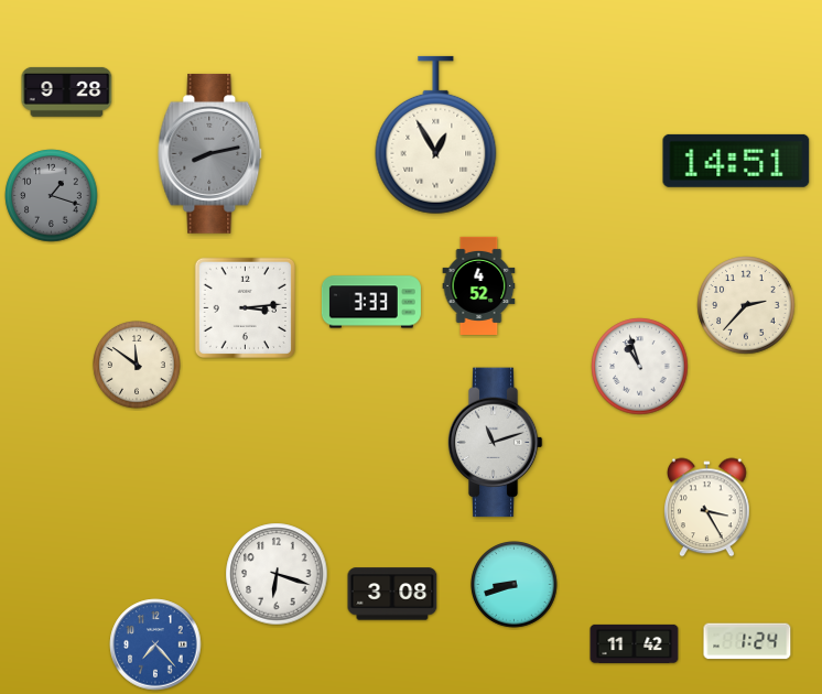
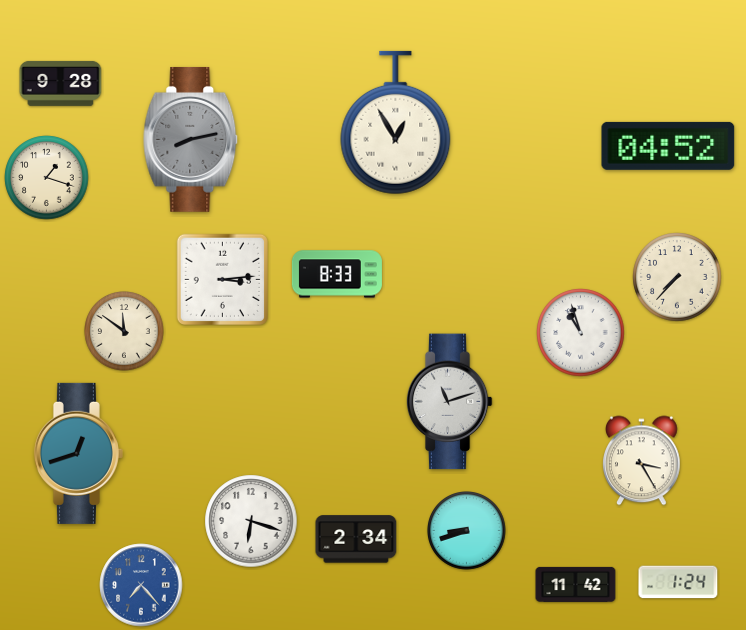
clock at (736, 161): 14:51 -> 04:52
clock at (52, 196) dial: grey -> cream
clock at (479, 285): 4:52 -> none
clock at (371, 302): 3:33 -> 8:33
clock at (746, 305): 2:37 -> 7:37
clock at (78, 453): none -> 12:42
clock at (392, 594): 3:08 -> 2:34
